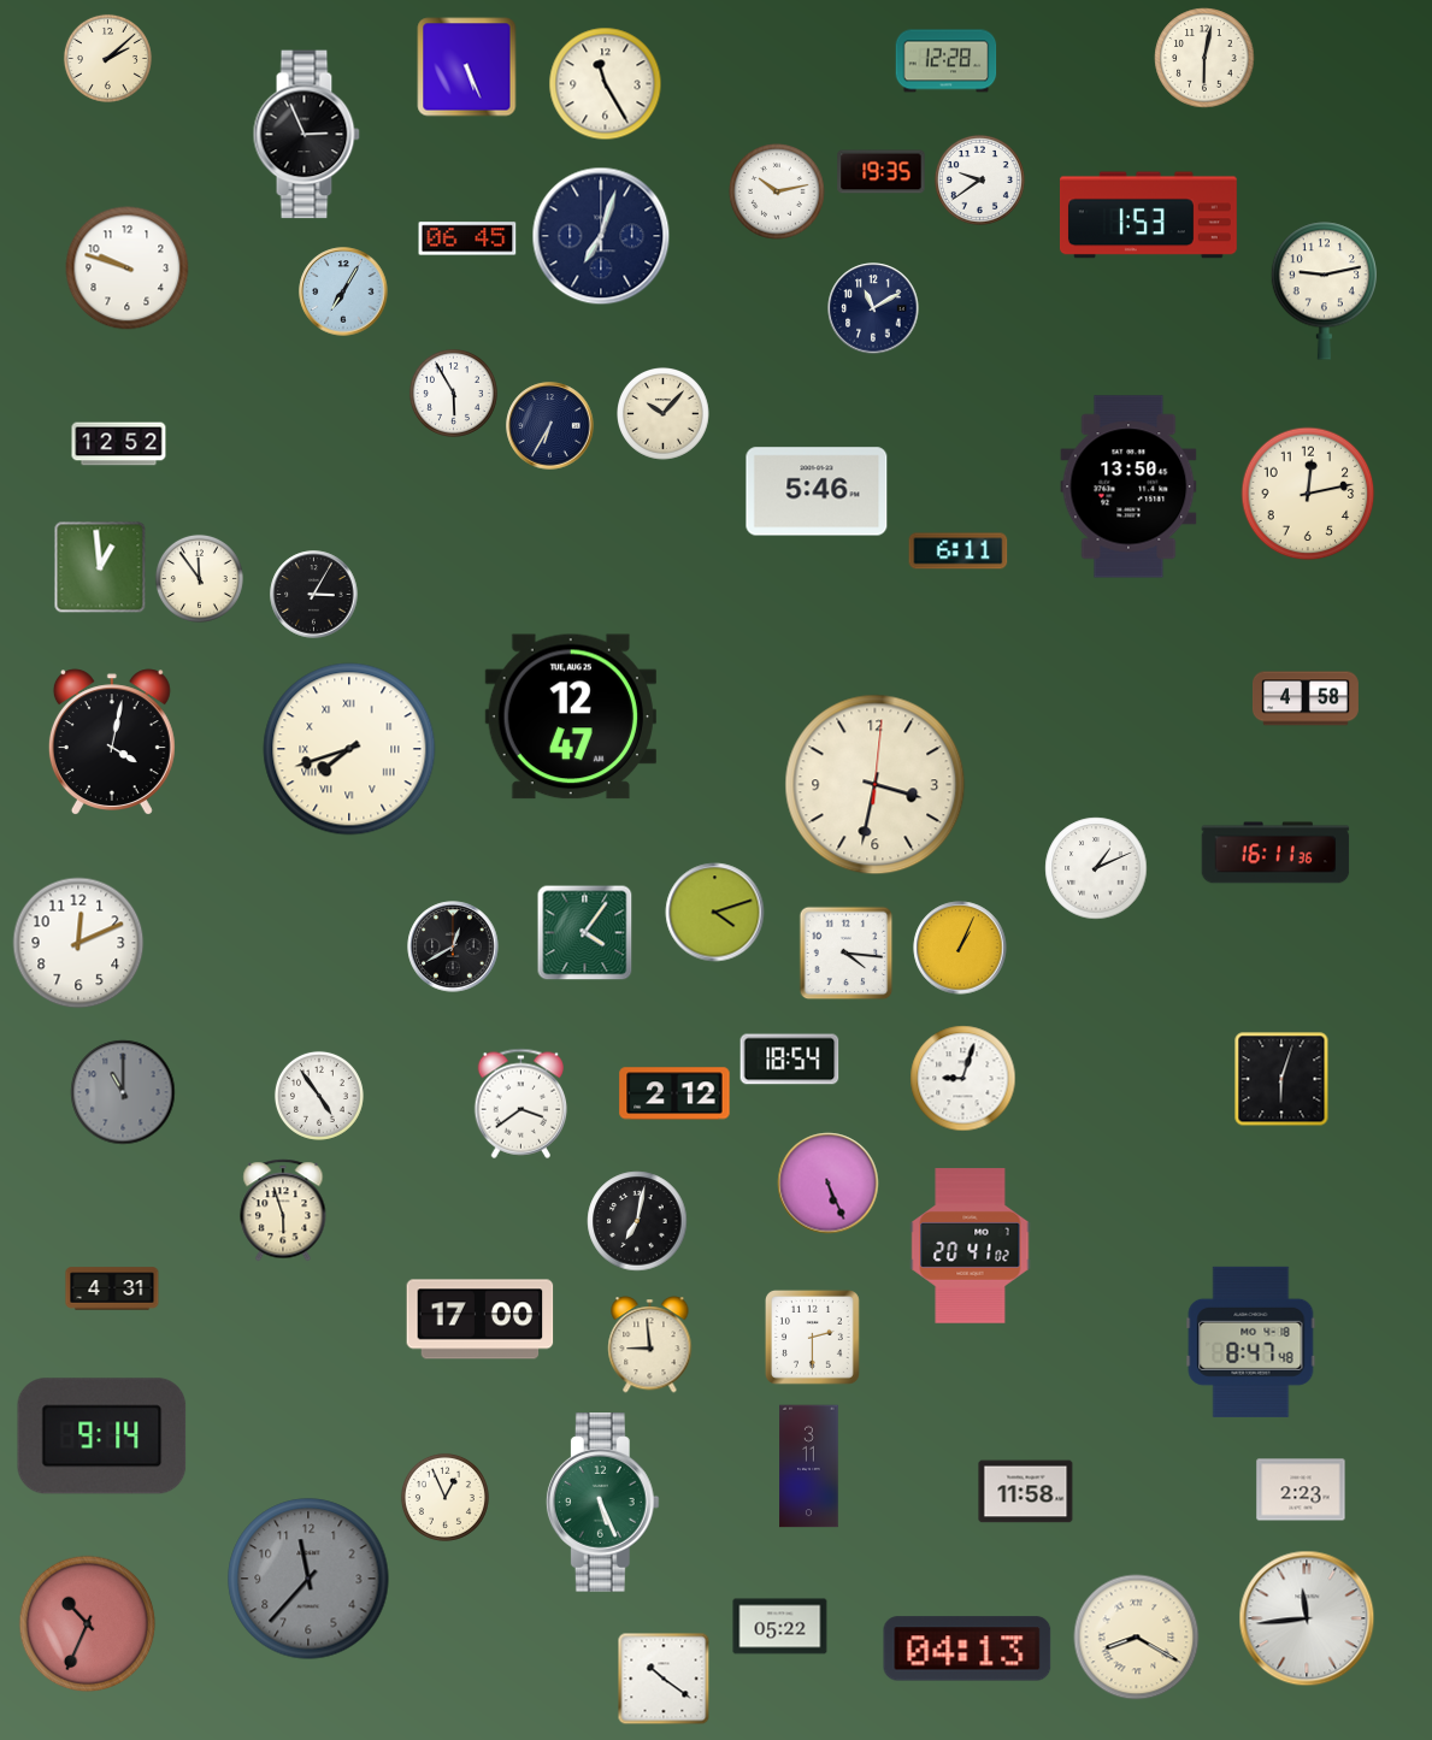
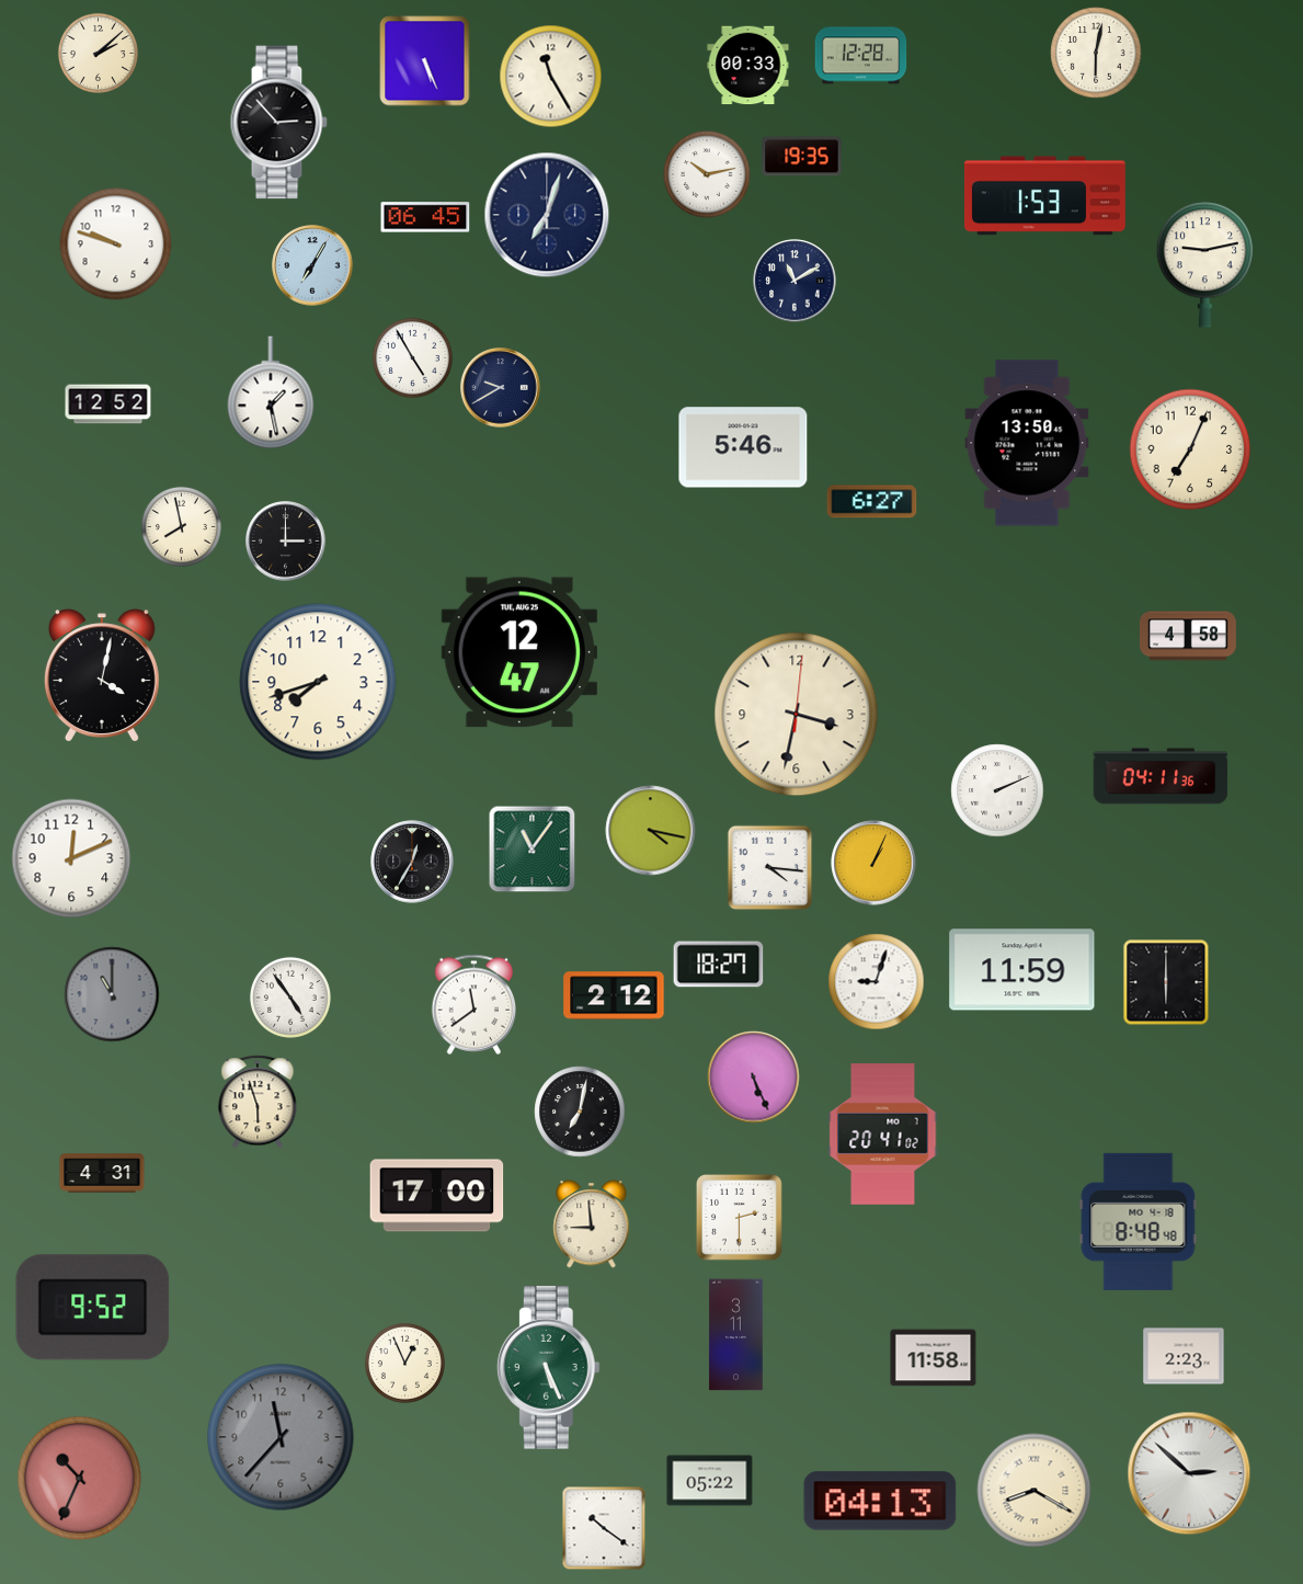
clock at (748, 66): none -> 00:33
clock at (306, 135): 2:56 -> 2:53
clock at (979, 179): 9:39 -> none
clock at (453, 393): 5:55 -> 4:55
clock at (664, 414): 10:07 -> none
clock at (550, 426): 6:35 -> 9:40
clock at (271, 392): none -> 1:28
clock at (1308, 494): 12:13 -> 7:04
clock at (959, 552): 6:11 -> 6:27
clock at (100, 567): 12:59 -> none
clock at (199, 578): 11:54 -> 7:58
clock at (314, 595): 3:05 -> 3:00
clock at (349, 749) numerals: Roman -> Arabic
clock at (1275, 853): 16:11 -> 04:11
clock at (1096, 868): 1:11 -> 2:11
clock at (715, 913): 4:12 -> 4:17
clock at (585, 933): 4:06 -> 11:06
clock at (453, 946): 12:40 -> 12:35
clock at (790, 1060): 18:54 -> 18:27
clock at (1022, 970): none -> 11:59
clock at (1281, 1079): 6:03 -> 6:00
clock at (521, 1103): 3:39 -> 11:39
clock at (481, 1320) position: (481, 1320) -> (437, 1196)
clock at (1251, 1341): 8:47 -> 8:48
clock at (102, 1437): 9:14 -> 9:52
clock at (1307, 1618): 11:44 -> 2:52
